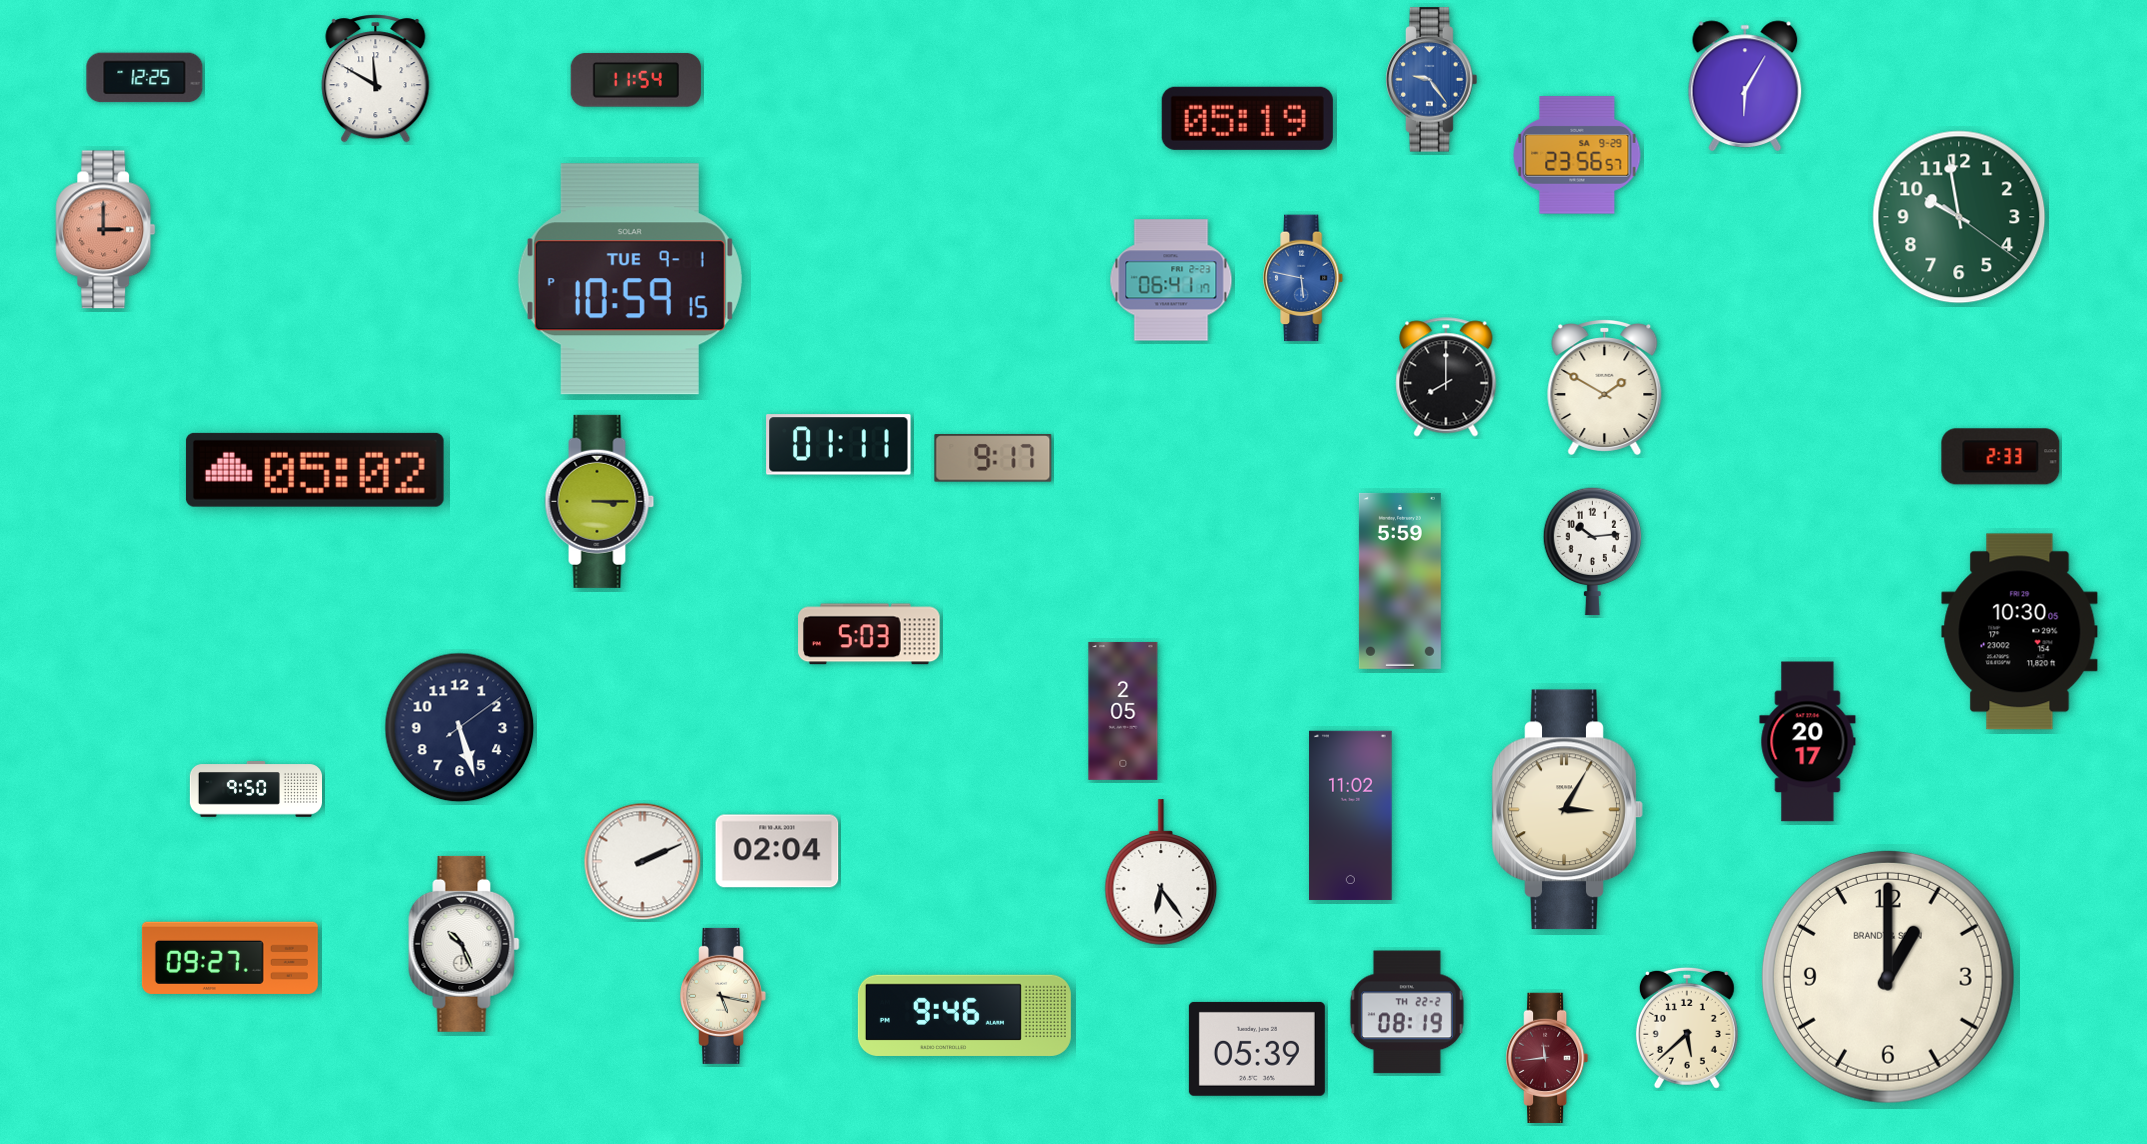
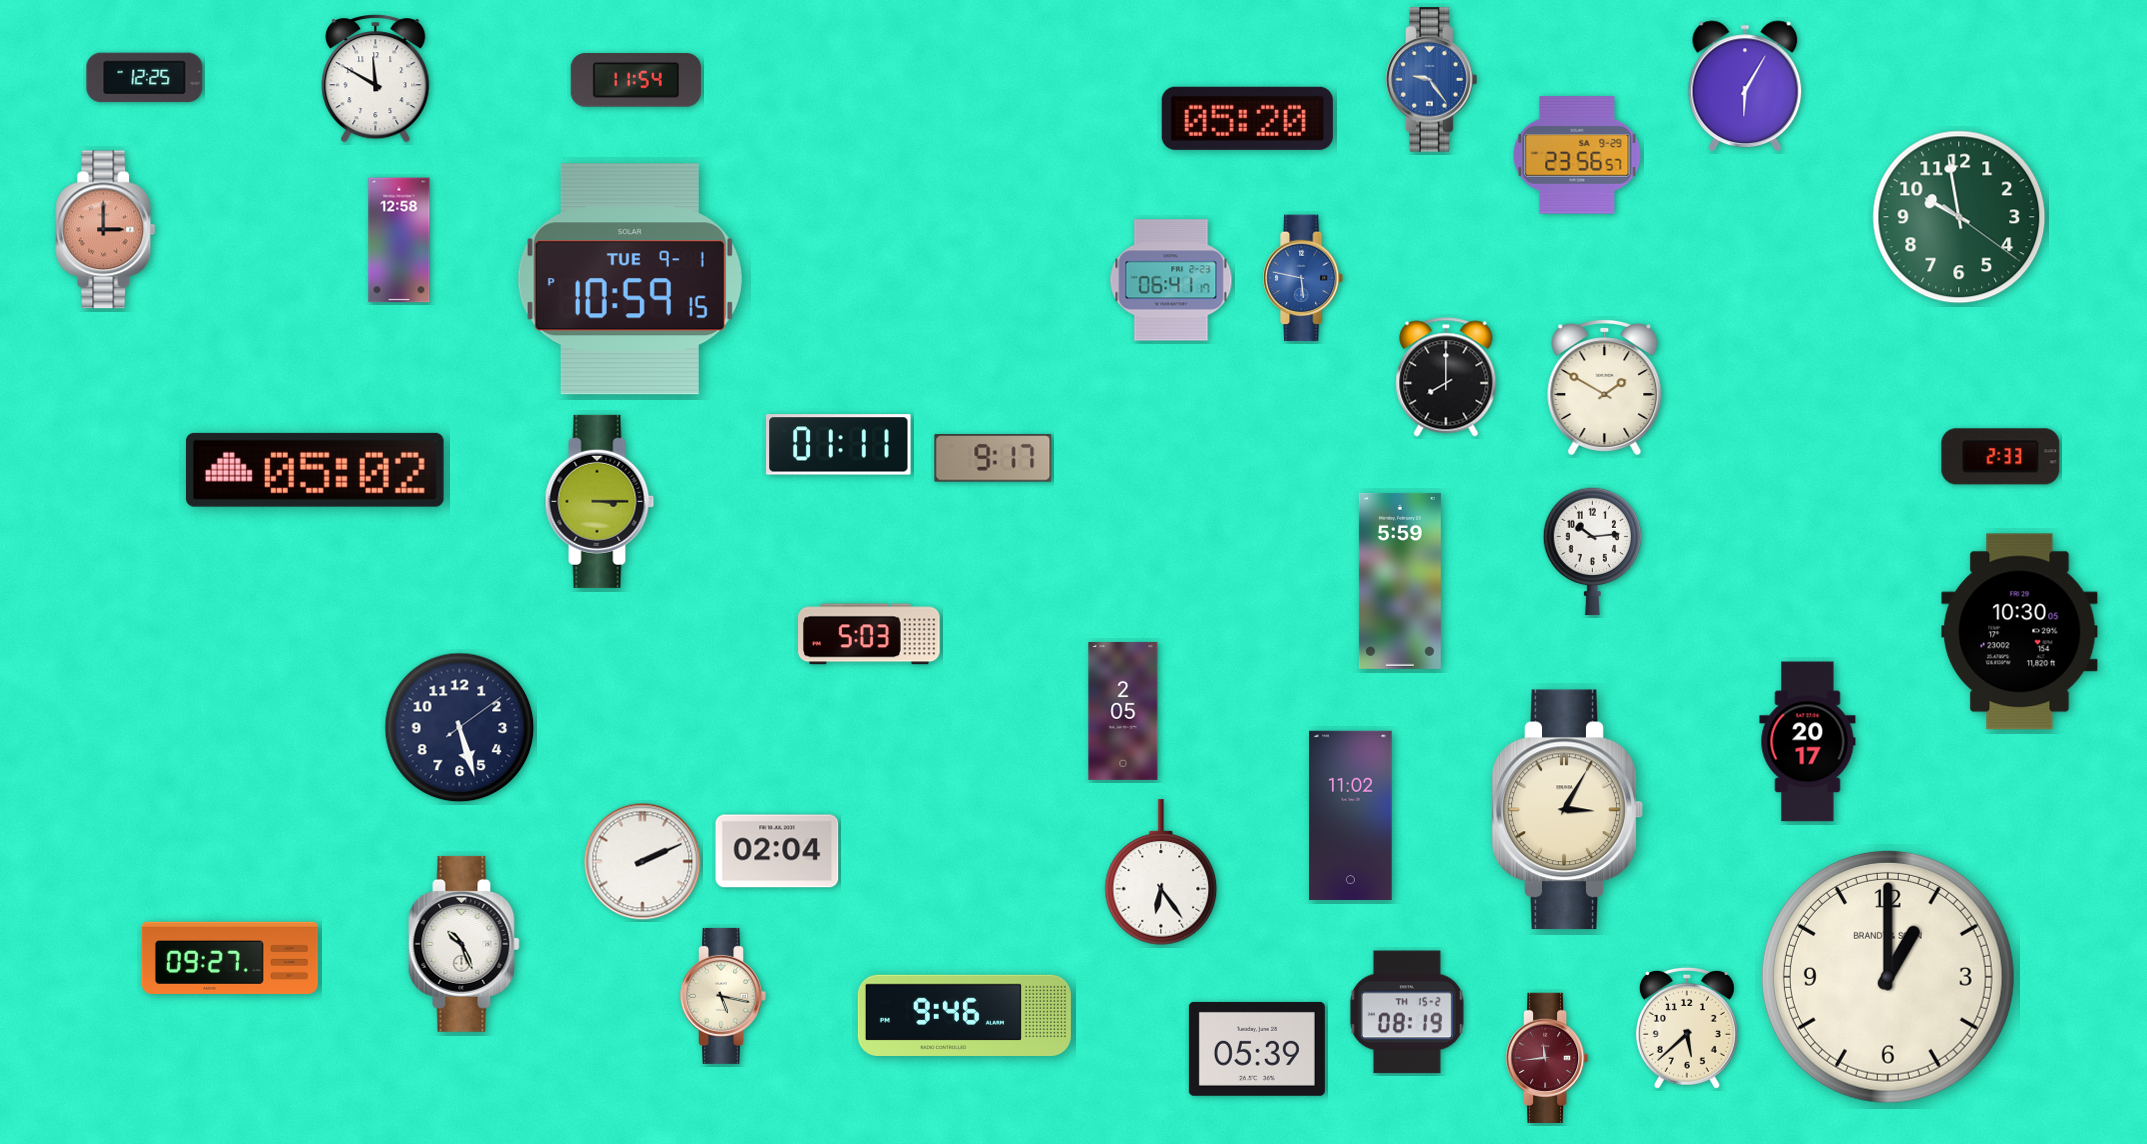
clock at (1247, 118): 05:19 -> 05:20
clock at (399, 240): none -> 12:58
clock at (255, 789): 9:50 -> none
clock at (1407, 1012) date: TH 22-2 -> TH 15-2
